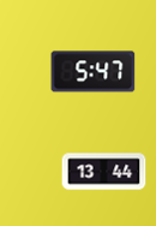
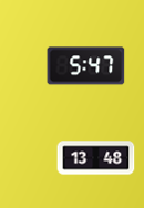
clock at (104, 172): 13:44 -> 13:48
